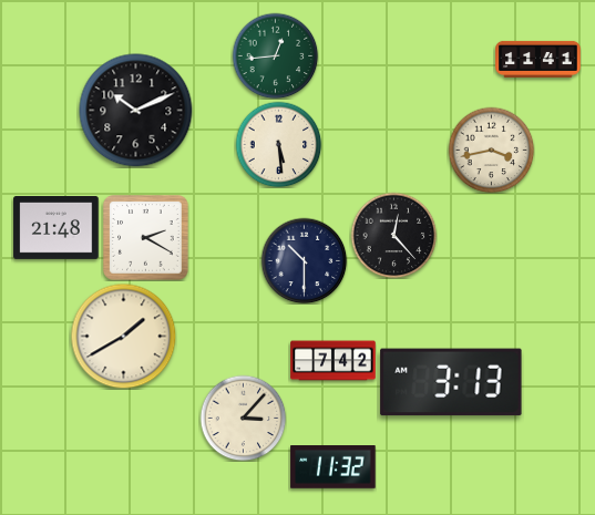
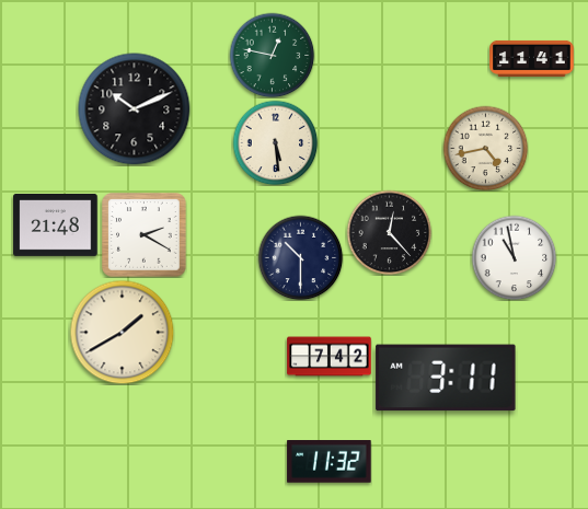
clock at (275, 55): 12:44 -> 12:47
clock at (491, 150): 3:43 -> 4:43
clock at (514, 257): none -> 10:58
clock at (451, 382): 3:13 -> 3:11
clock at (243, 418): 3:07 -> none
